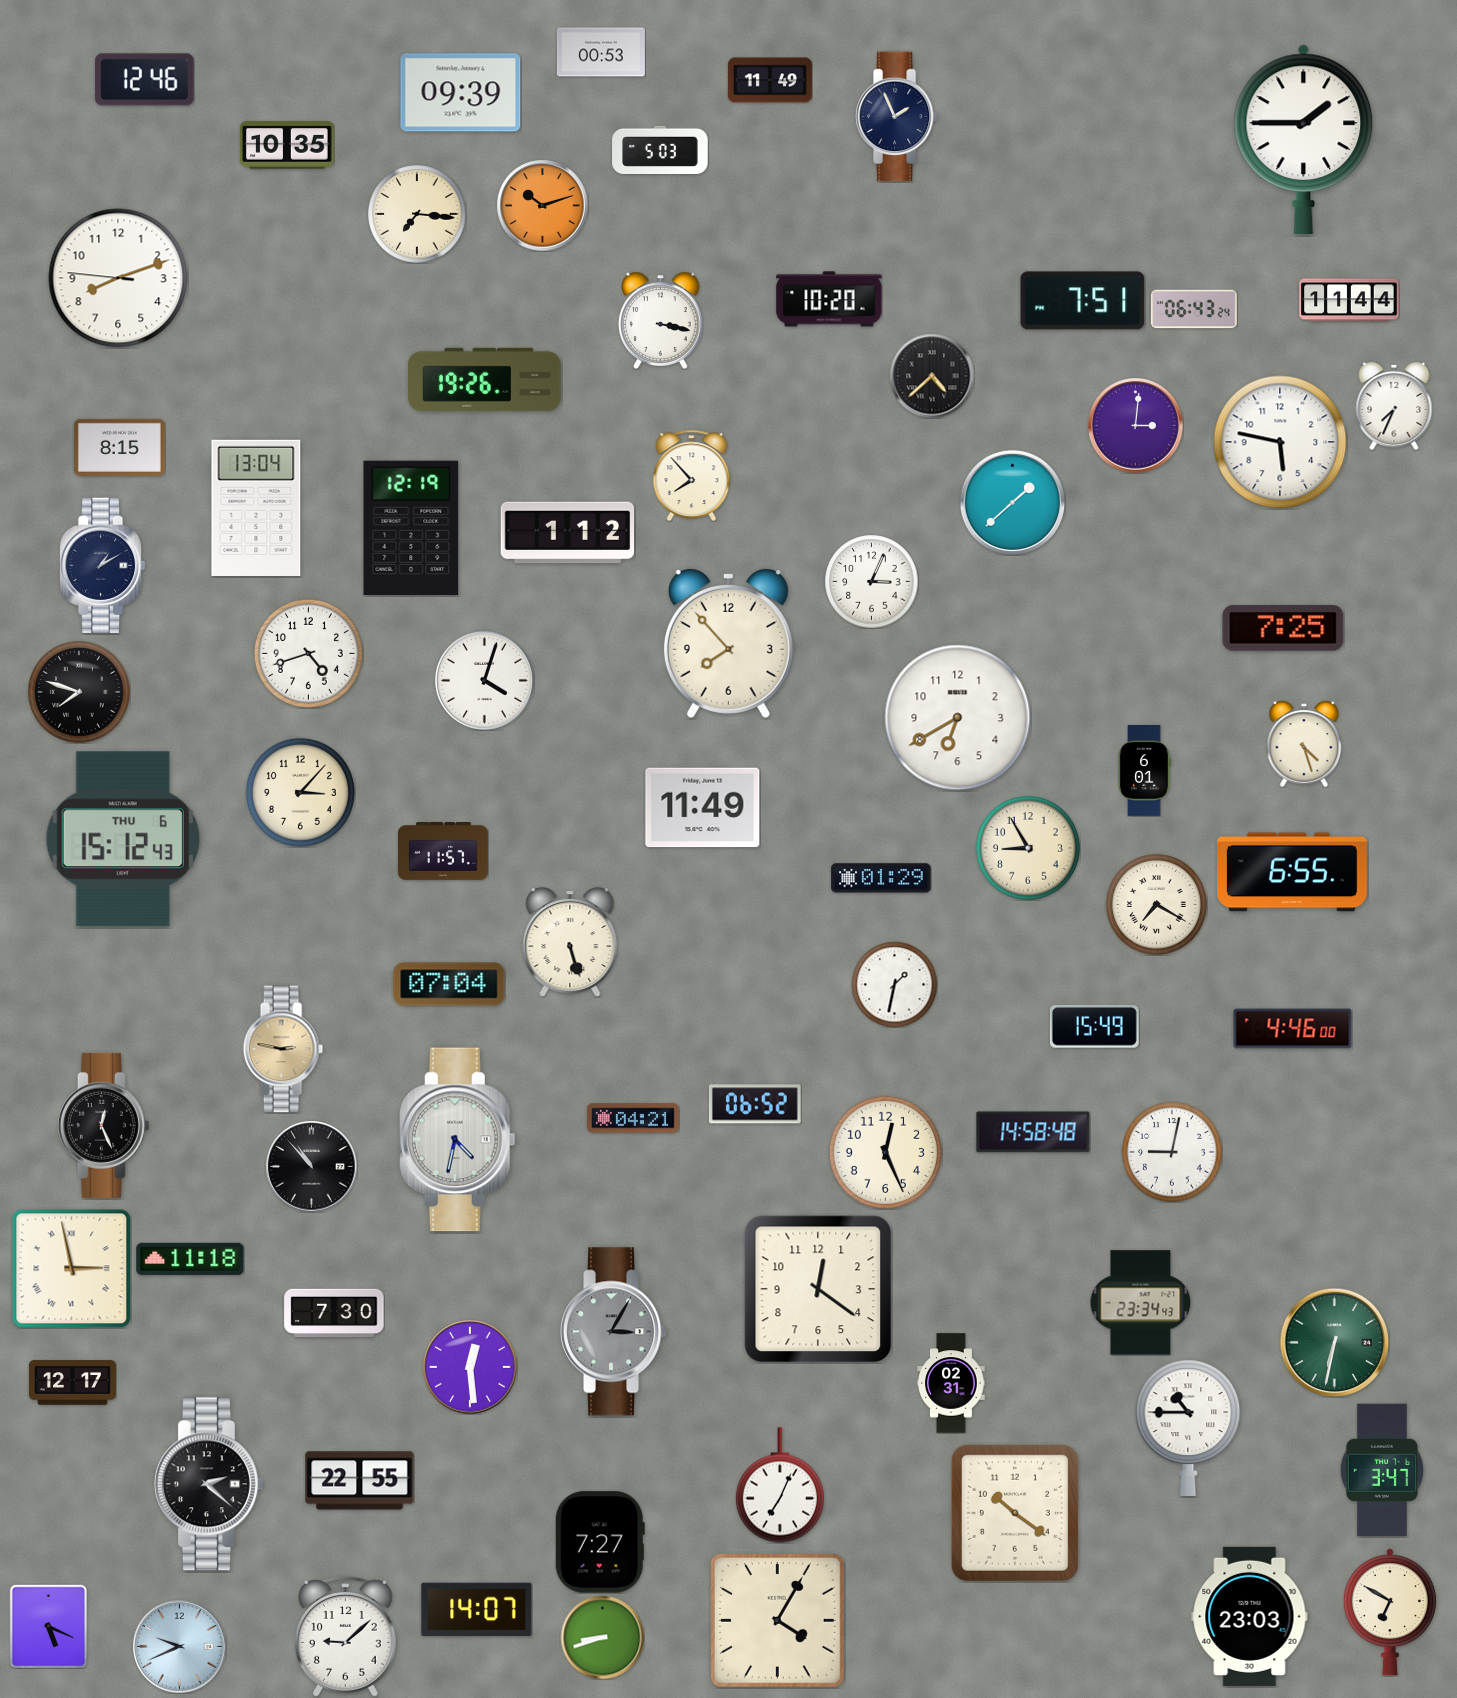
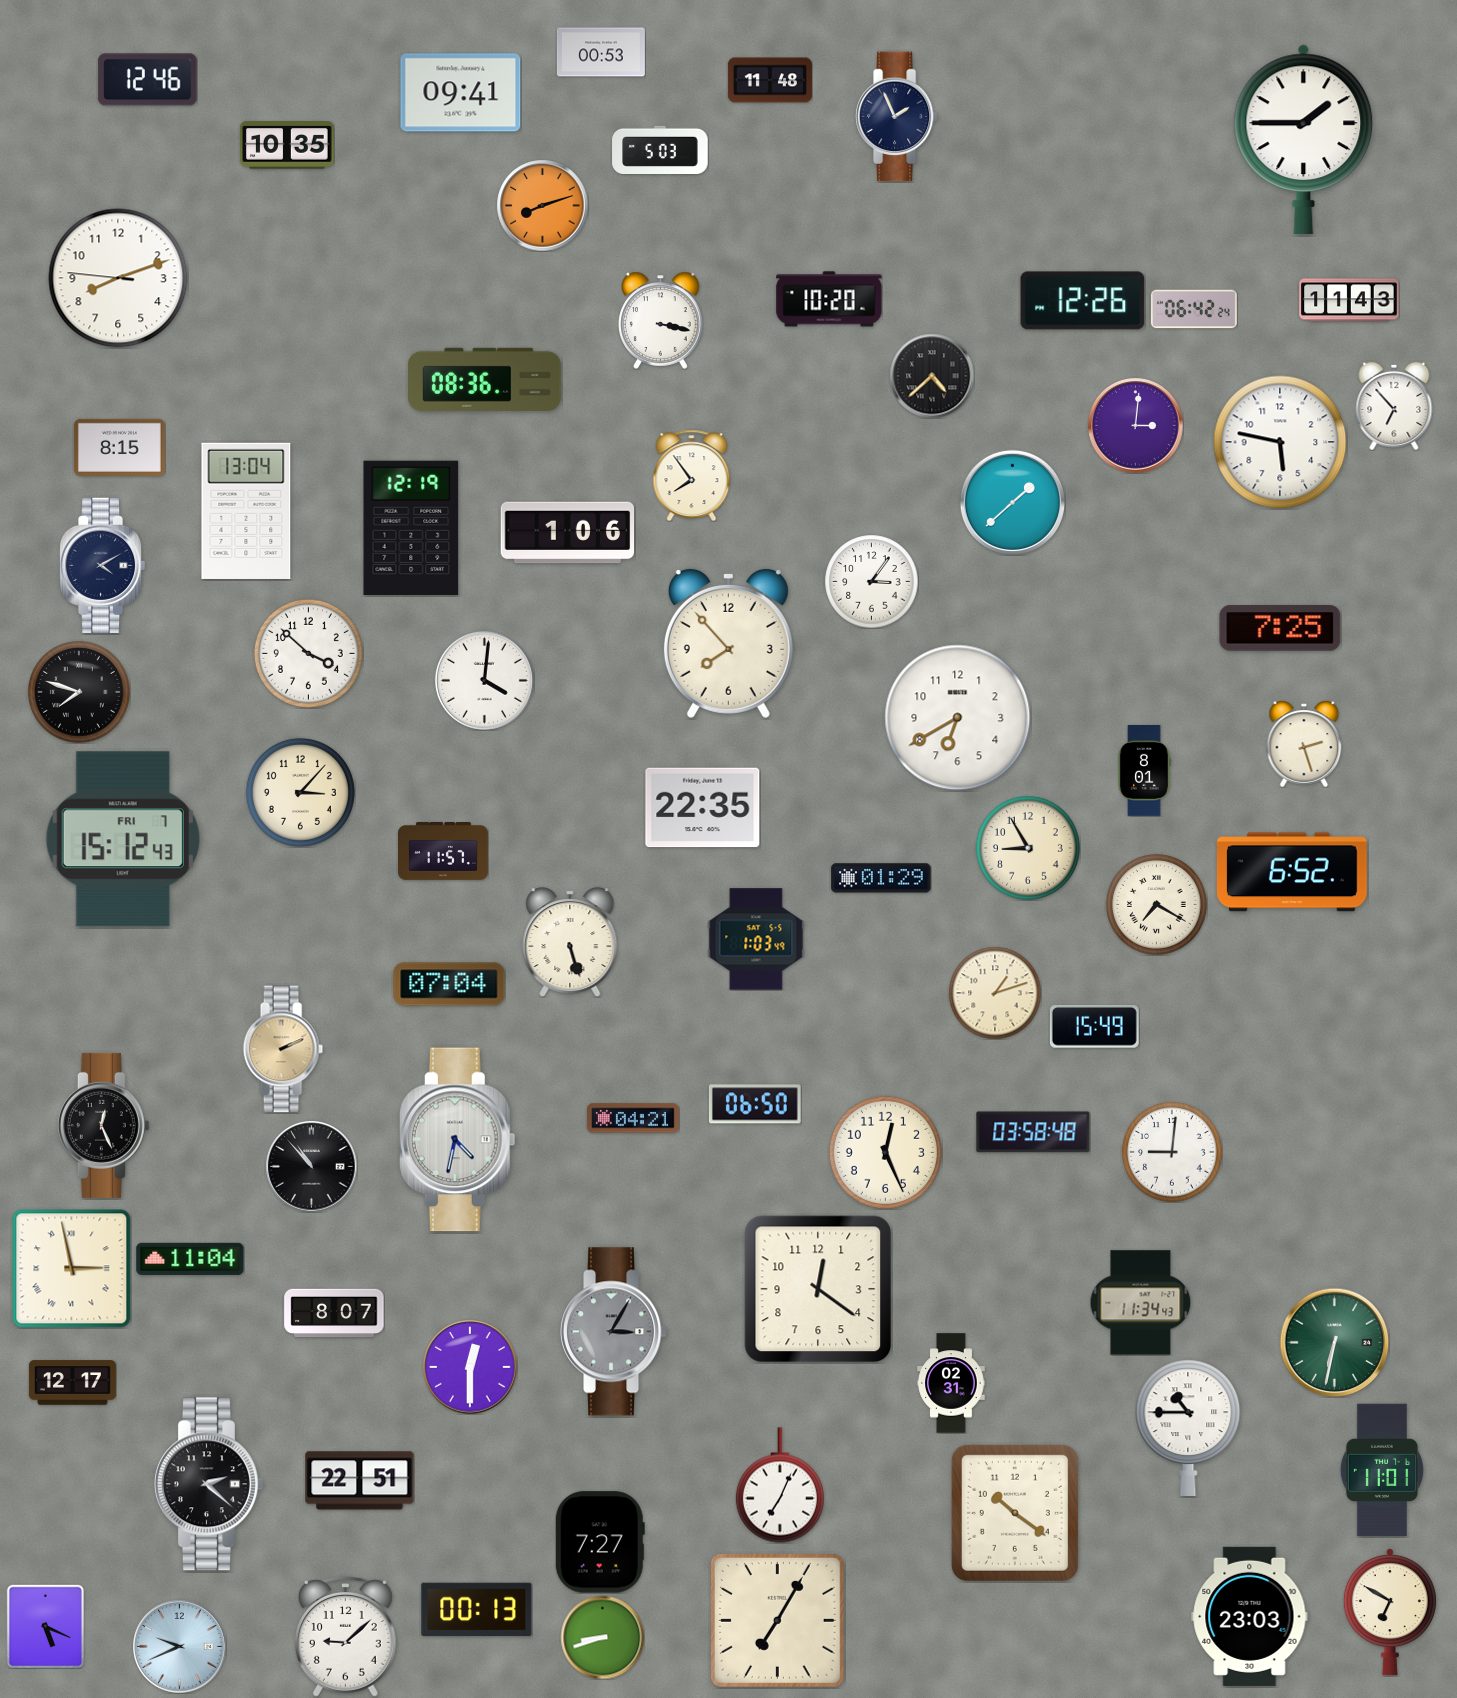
clock at (145, 80) position: (145, 80) -> (148, 80)
clock at (770, 80): 11:49 -> 11:48
clock at (461, 93): 09:39 -> 09:41
clock at (542, 205): 10:12 -> 8:12
clock at (417, 214): 7:16 -> none
clock at (1349, 300): 11:44 -> 11:43
clock at (1083, 301): 7:51 -> 12:26
clock at (1194, 309): 06:43 -> 06:42
clock at (485, 379): 19:26 -> 08:36
clock at (1394, 406): 7:34 -> 6:53
clock at (692, 475): 7:53 -> 7:54
clock at (256, 508) position: (256, 508) -> (246, 511)
clock at (568, 533): 1:12 -> 1:06
clock at (102, 565): 1:10 -> 4:10
clock at (871, 581): 3:04 -> 3:06
clock at (1283, 628) position: (1283, 628) -> (1280, 628)
clock at (308, 653): 4:42 -> 3:52
clock at (484, 680): 4:03 -> 4:01
clock at (1304, 744): 4:27 -> 2:27
clock at (1144, 771): 6:01 -> 8:01
clock at (703, 808): 11:49 -> 22:35
clock at (123, 839) date: THU 6 -> FRI 7
clock at (1292, 872): 6:55 -> 6:52
clock at (756, 939): none -> 1:03
clock at (894, 984): 1:32 -> none
clock at (995, 993): none -> 1:12
clock at (1293, 1029): 4:46 -> none
clock at (283, 1049): 2:47 -> 2:11
clock at (755, 1104): 06:52 -> 06:50
clock at (1033, 1132): 14:58 -> 03:58
clock at (1172, 1152): 9:02 -> 9:01
clock at (190, 1259): 11:18 -> 11:04
clock at (1141, 1303): 23:34 -> 11:34
clock at (334, 1313): 7:30 -> 8:07
clock at (470, 1367): 12:29 -> 12:30
clock at (1382, 1470): 3:47 -> 11:01
clock at (360, 1481): 22:55 -> 22:51
clock at (477, 1610): 14:07 -> 00:13
clock at (777, 1620): 4:05 -> 7:05
clock at (48, 1626) position: (48, 1626) -> (45, 1626)
